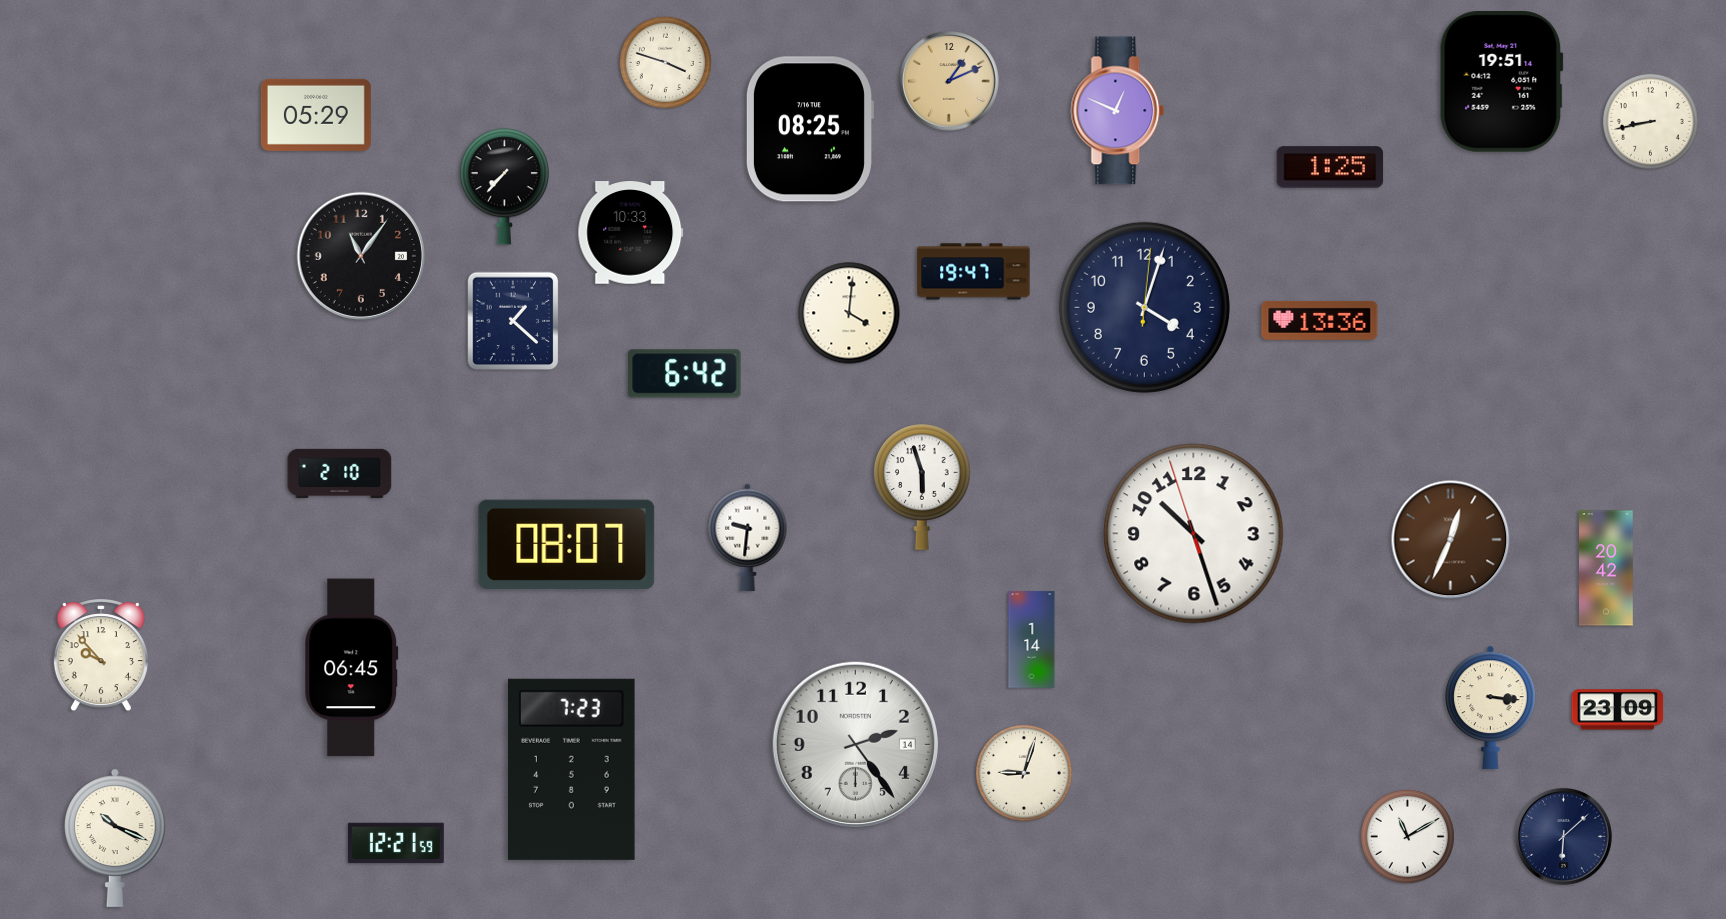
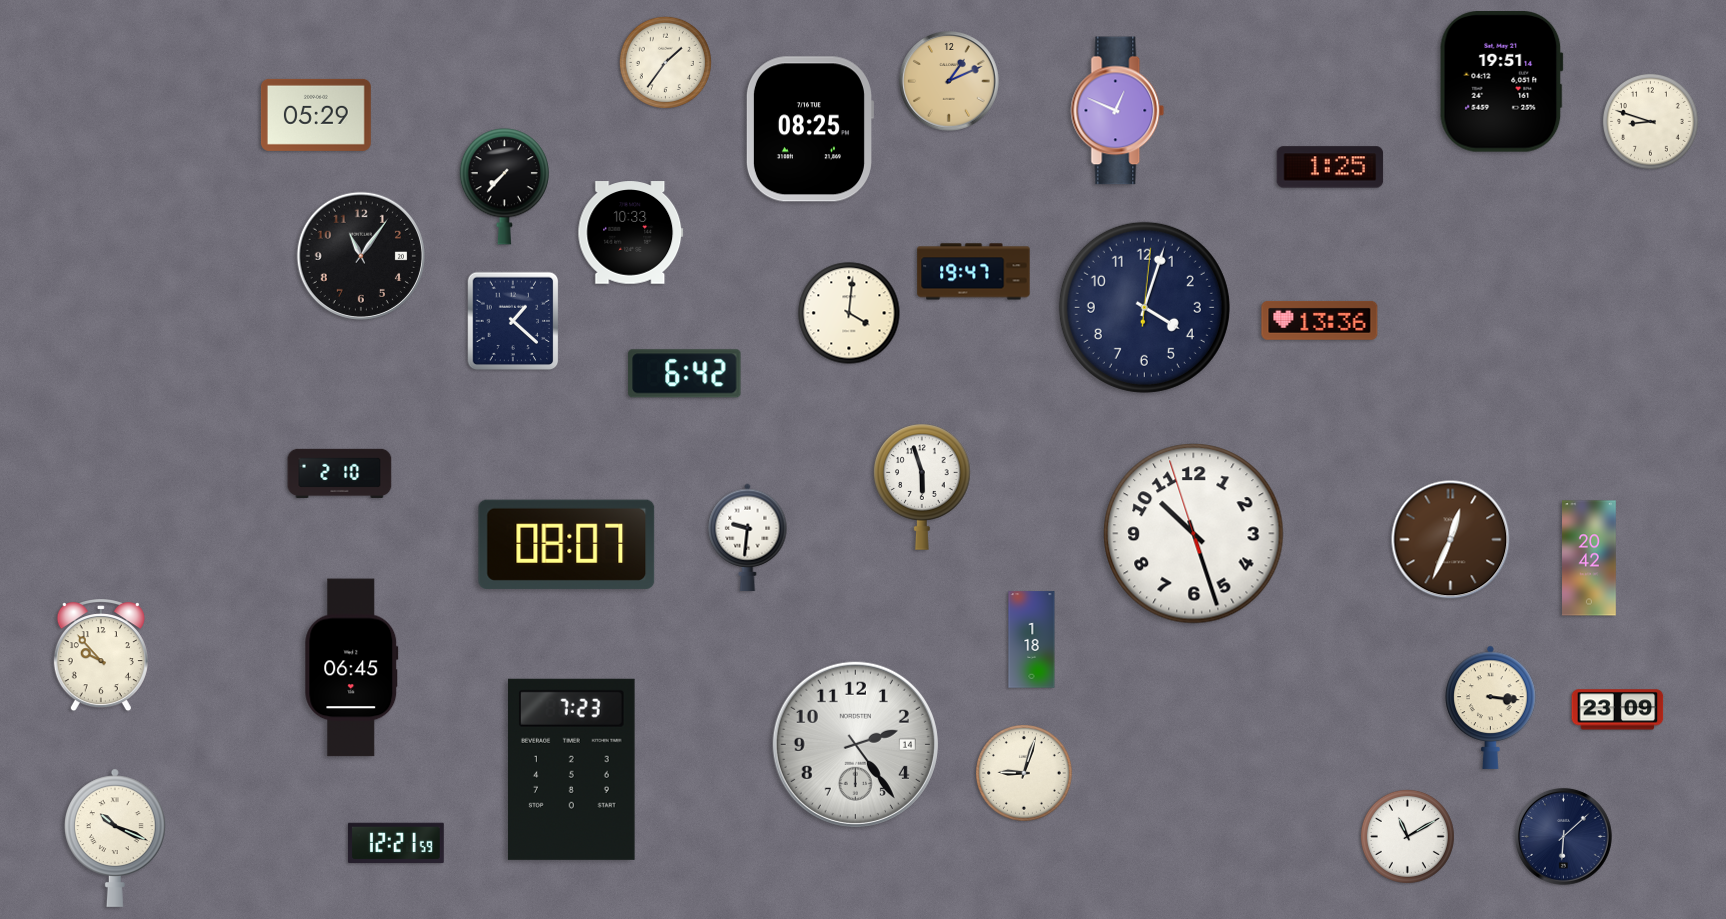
clock at (665, 62): 3:48 -> 1:36
clock at (1651, 122): 8:43 -> 8:48
clock at (1607, 568) position: (1607, 568) -> (1590, 558)
clock at (1032, 640): 1:14 -> 1:18
